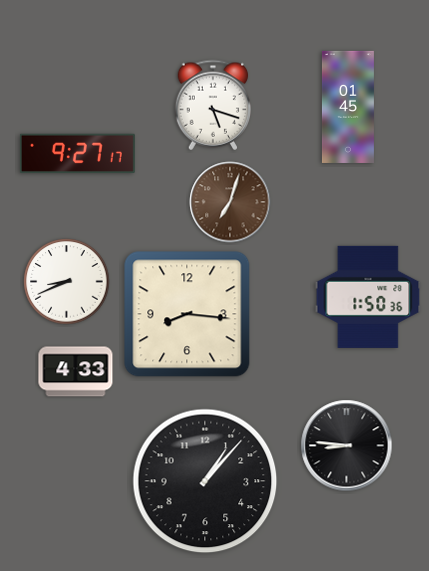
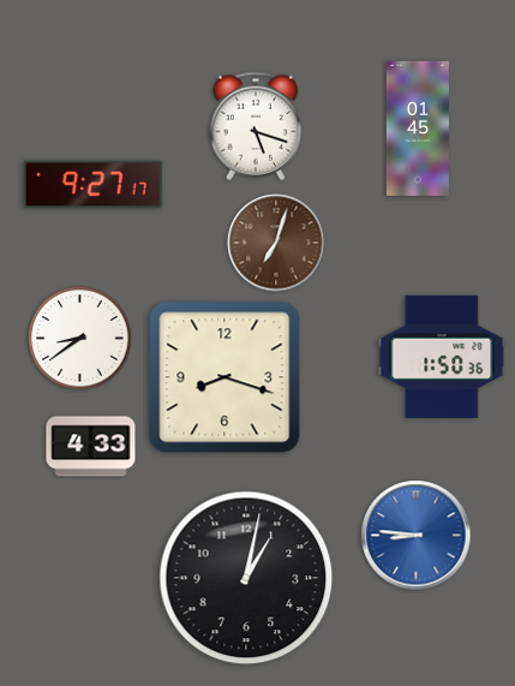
clock at (67, 282): 8:41 -> 8:39
clock at (187, 314): 8:16 -> 8:18
clock at (347, 446) dial: black -> blue
clock at (205, 481): 1:07 -> 1:02
